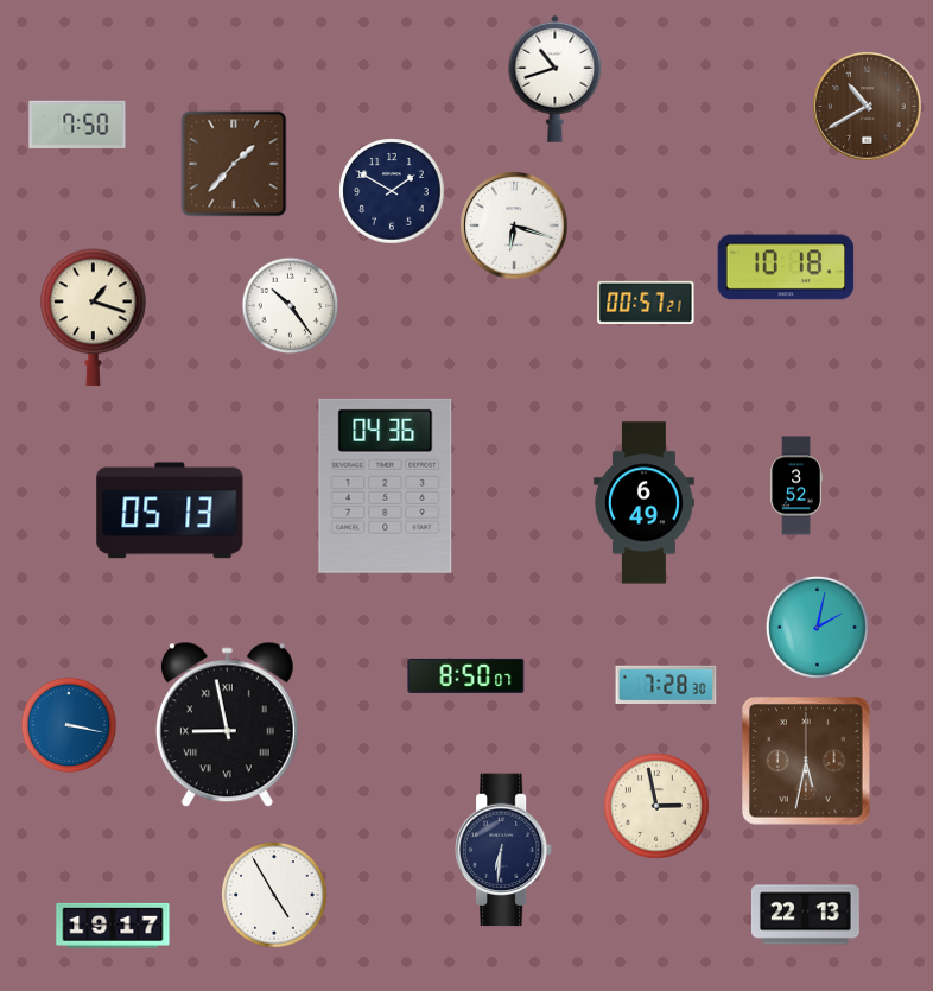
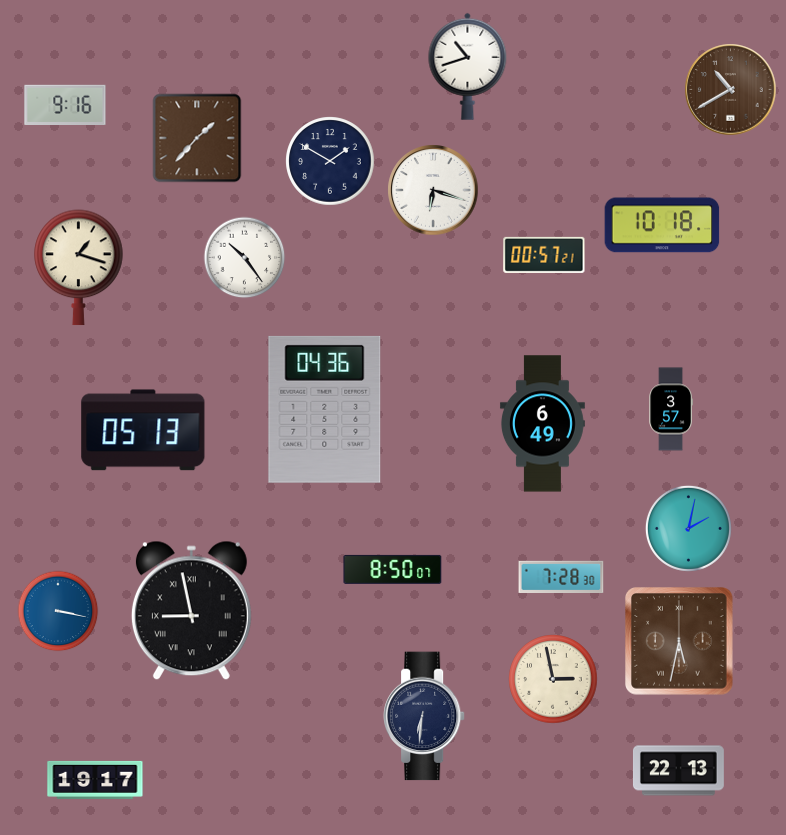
clock at (77, 125): 7:50 -> 9:16
clock at (795, 485): 3:52 -> 3:57
clock at (274, 895): 4:55 -> none
